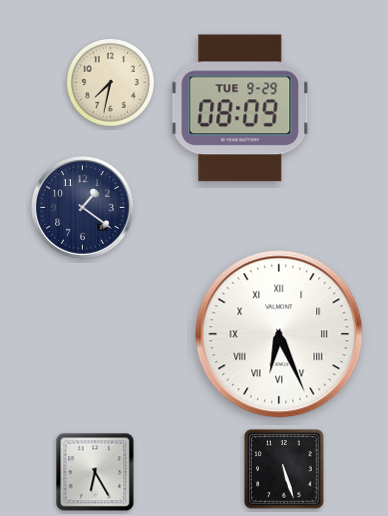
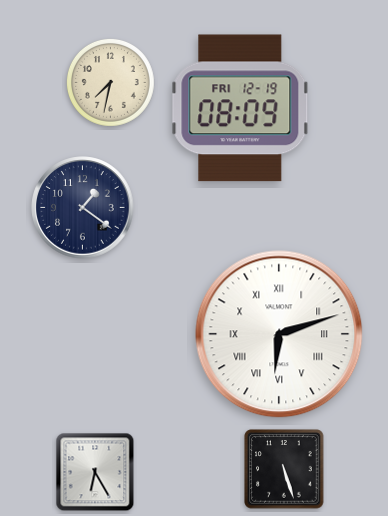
clock at (240, 108) date: TUE 9-29 -> FRI 12-19
clock at (279, 334): 6:26 -> 6:12
